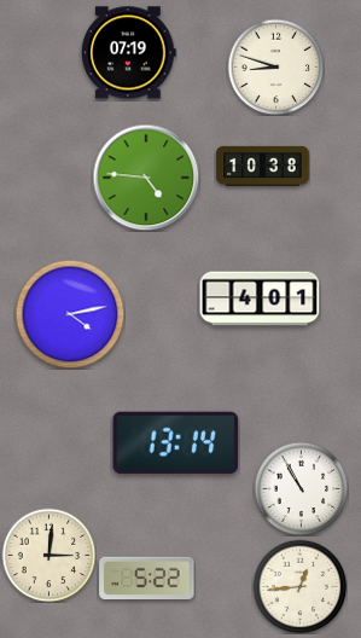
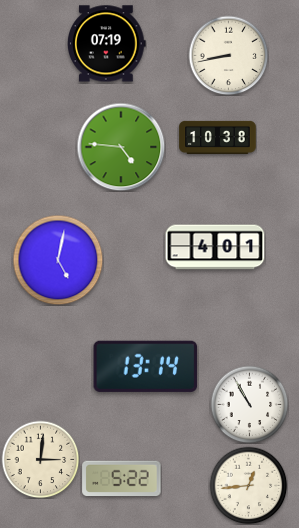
clock at (275, 66): 8:48 -> 8:43
clock at (70, 314): 4:13 -> 5:02
